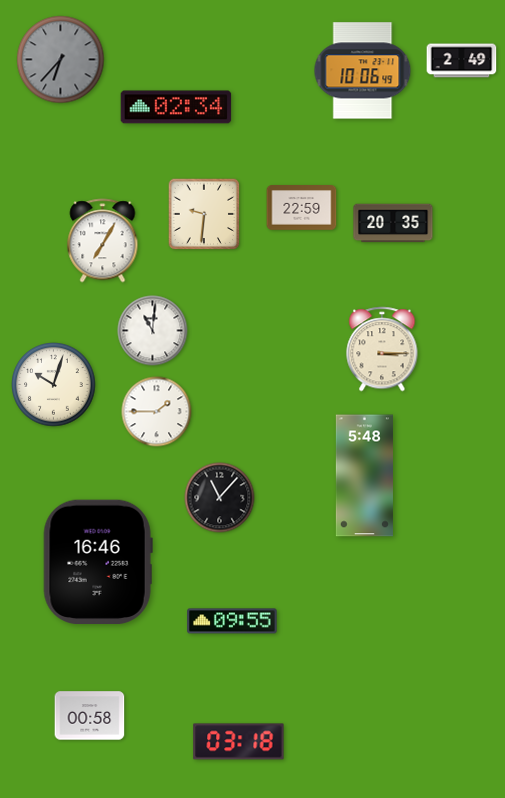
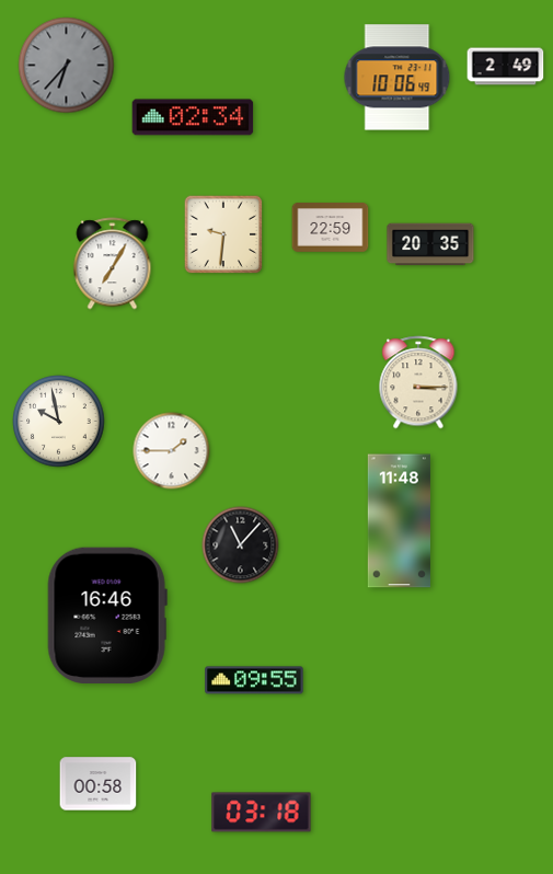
clock at (153, 331): 11:01 -> none
clock at (54, 385): 10:03 -> 9:58
clock at (364, 476): 5:48 -> 11:48
